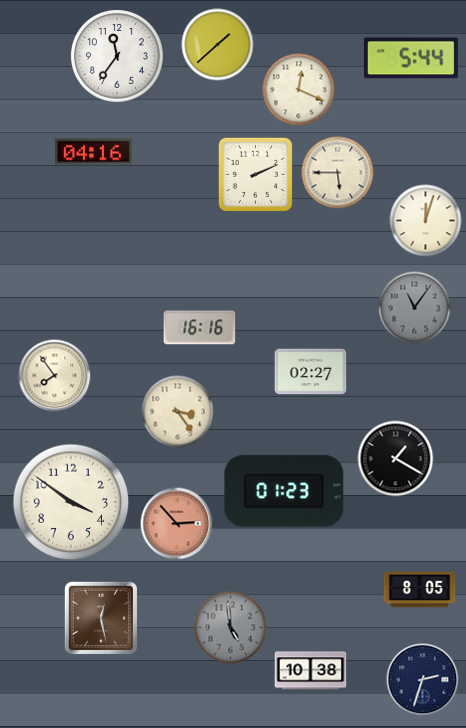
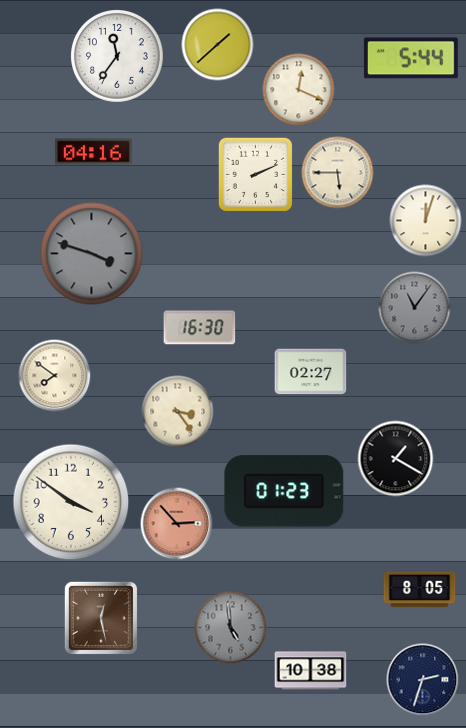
clock at (92, 254): none -> 3:48
clock at (200, 328): 16:16 -> 16:30
clock at (55, 376): 7:54 -> 7:51
